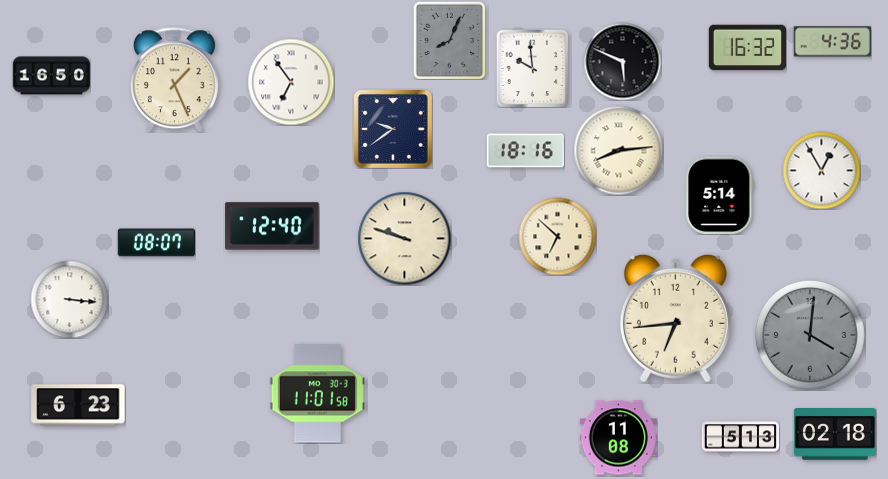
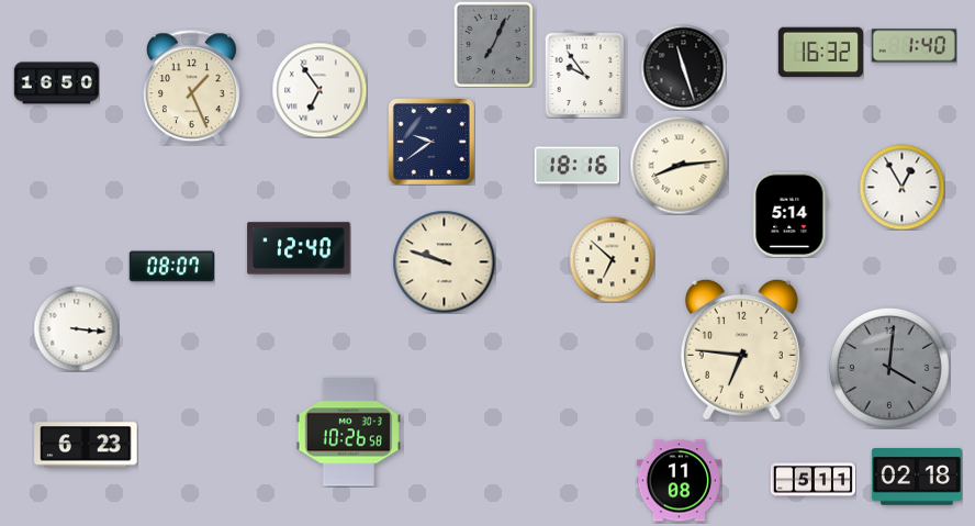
clock at (450, 40): 8:04 -> 7:04
clock at (832, 42): 4:36 -> 1:40
clock at (622, 61): 5:49 -> 11:27
clock at (533, 68): 9:59 -> 9:54
clock at (675, 318): 6:44 -> 6:46
clock at (317, 394): 11:01 -> 10:26
clock at (740, 437): 5:13 -> 5:11
